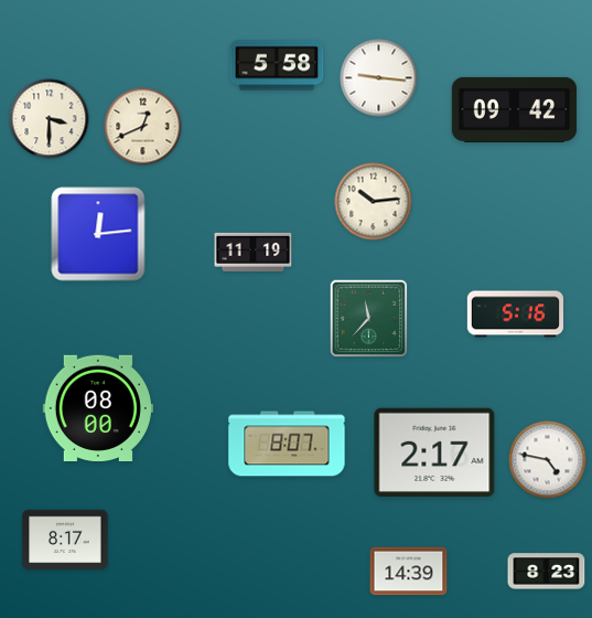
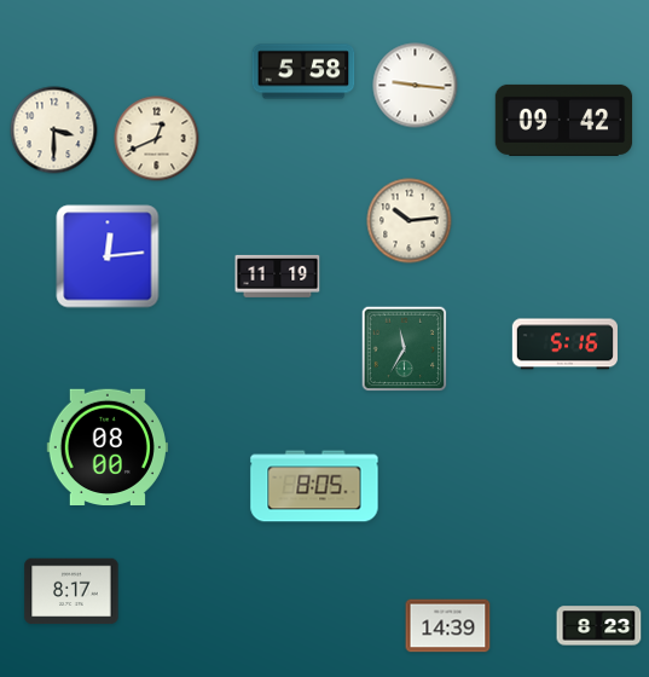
clock at (369, 319): 11:37 -> 11:35
clock at (287, 444): 8:07 -> 8:05
clock at (434, 452): 2:17 -> none
clock at (548, 460): 4:47 -> none
